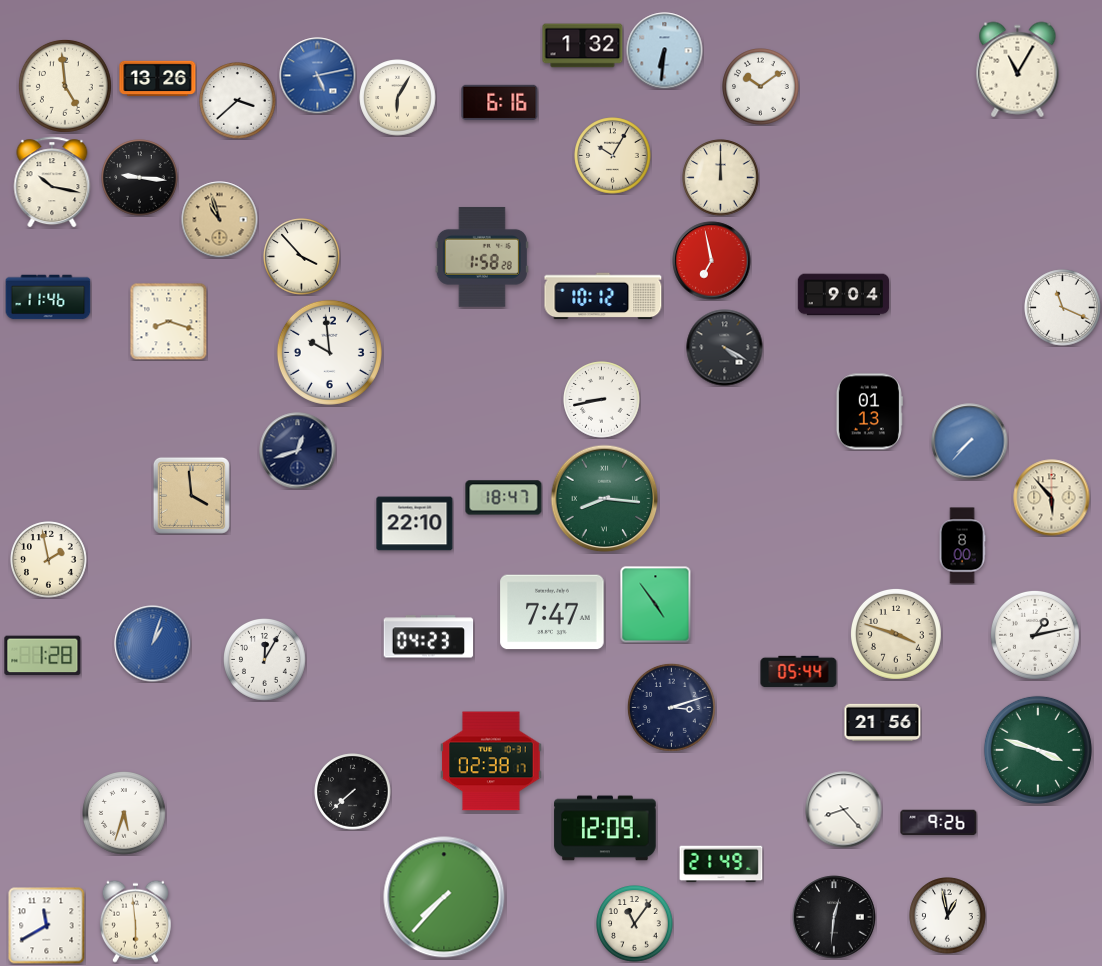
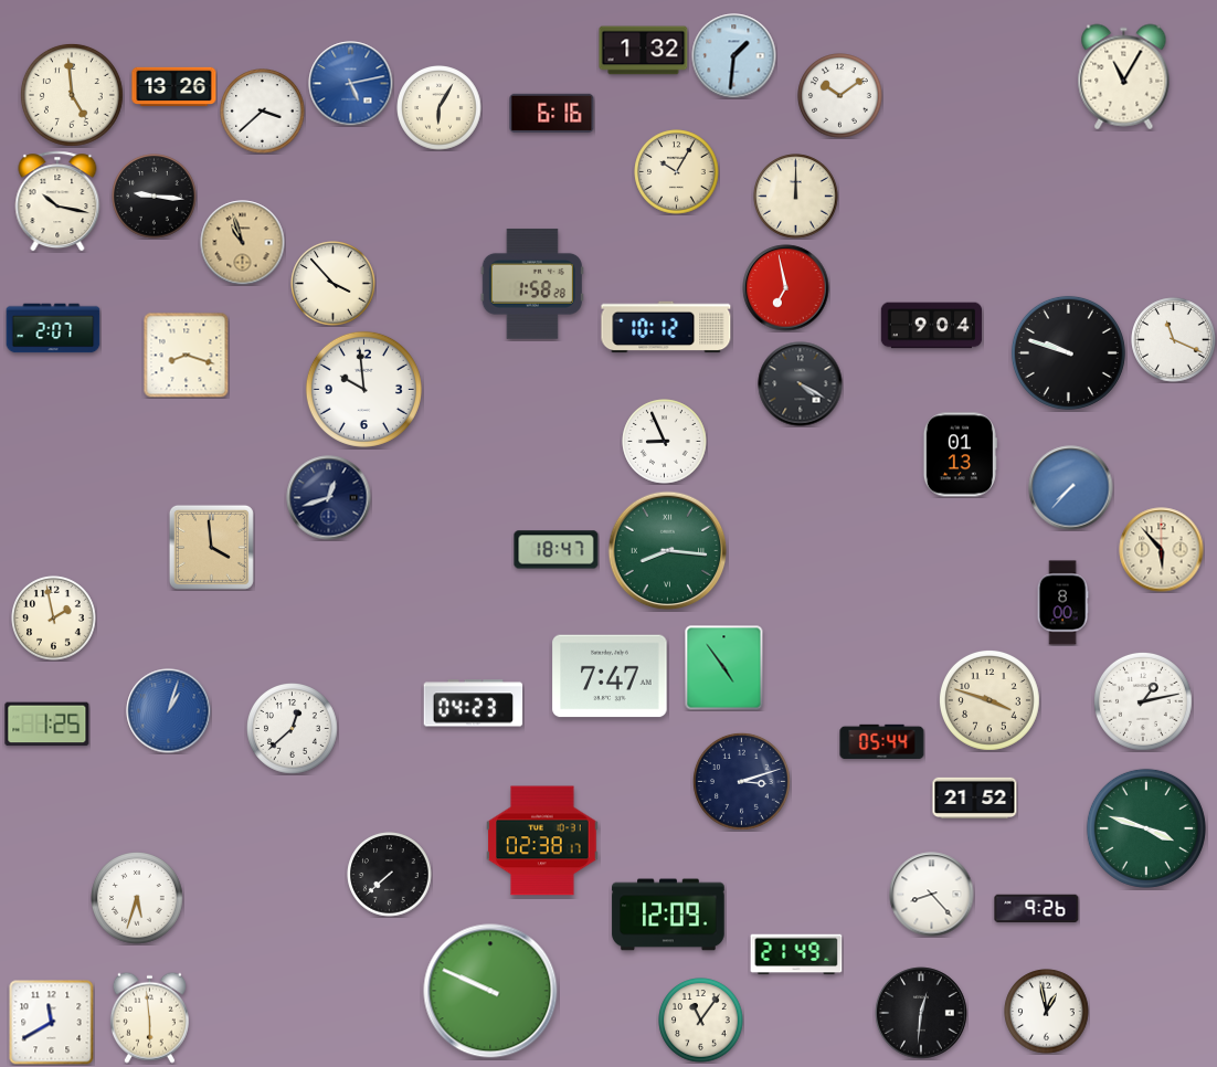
clock at (665, 51): 6:31 -> 1:31
clock at (48, 297): 11:46 -> 2:07
clock at (1068, 352): none -> 9:48
clock at (602, 400): 8:43 -> 8:56
clock at (415, 524): 22:10 -> none
clock at (43, 656): 1:28 -> 1:25
clock at (265, 660): 12:05 -> 12:38
clock at (883, 722): 21:56 -> 21:52
clock at (444, 897): 7:37 -> 9:49
